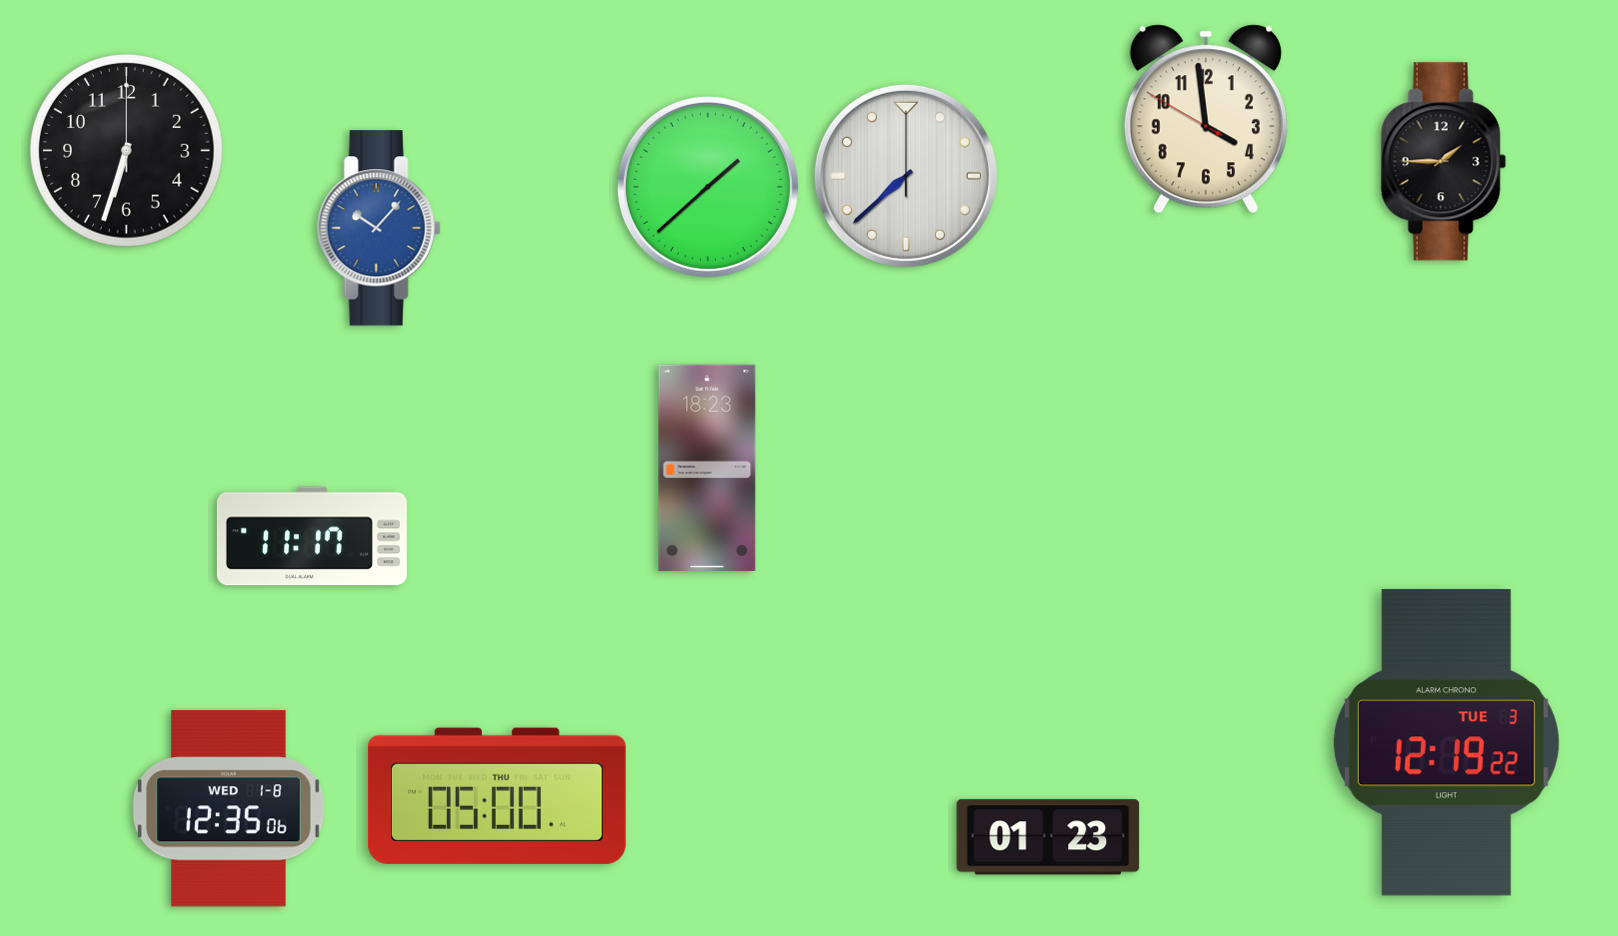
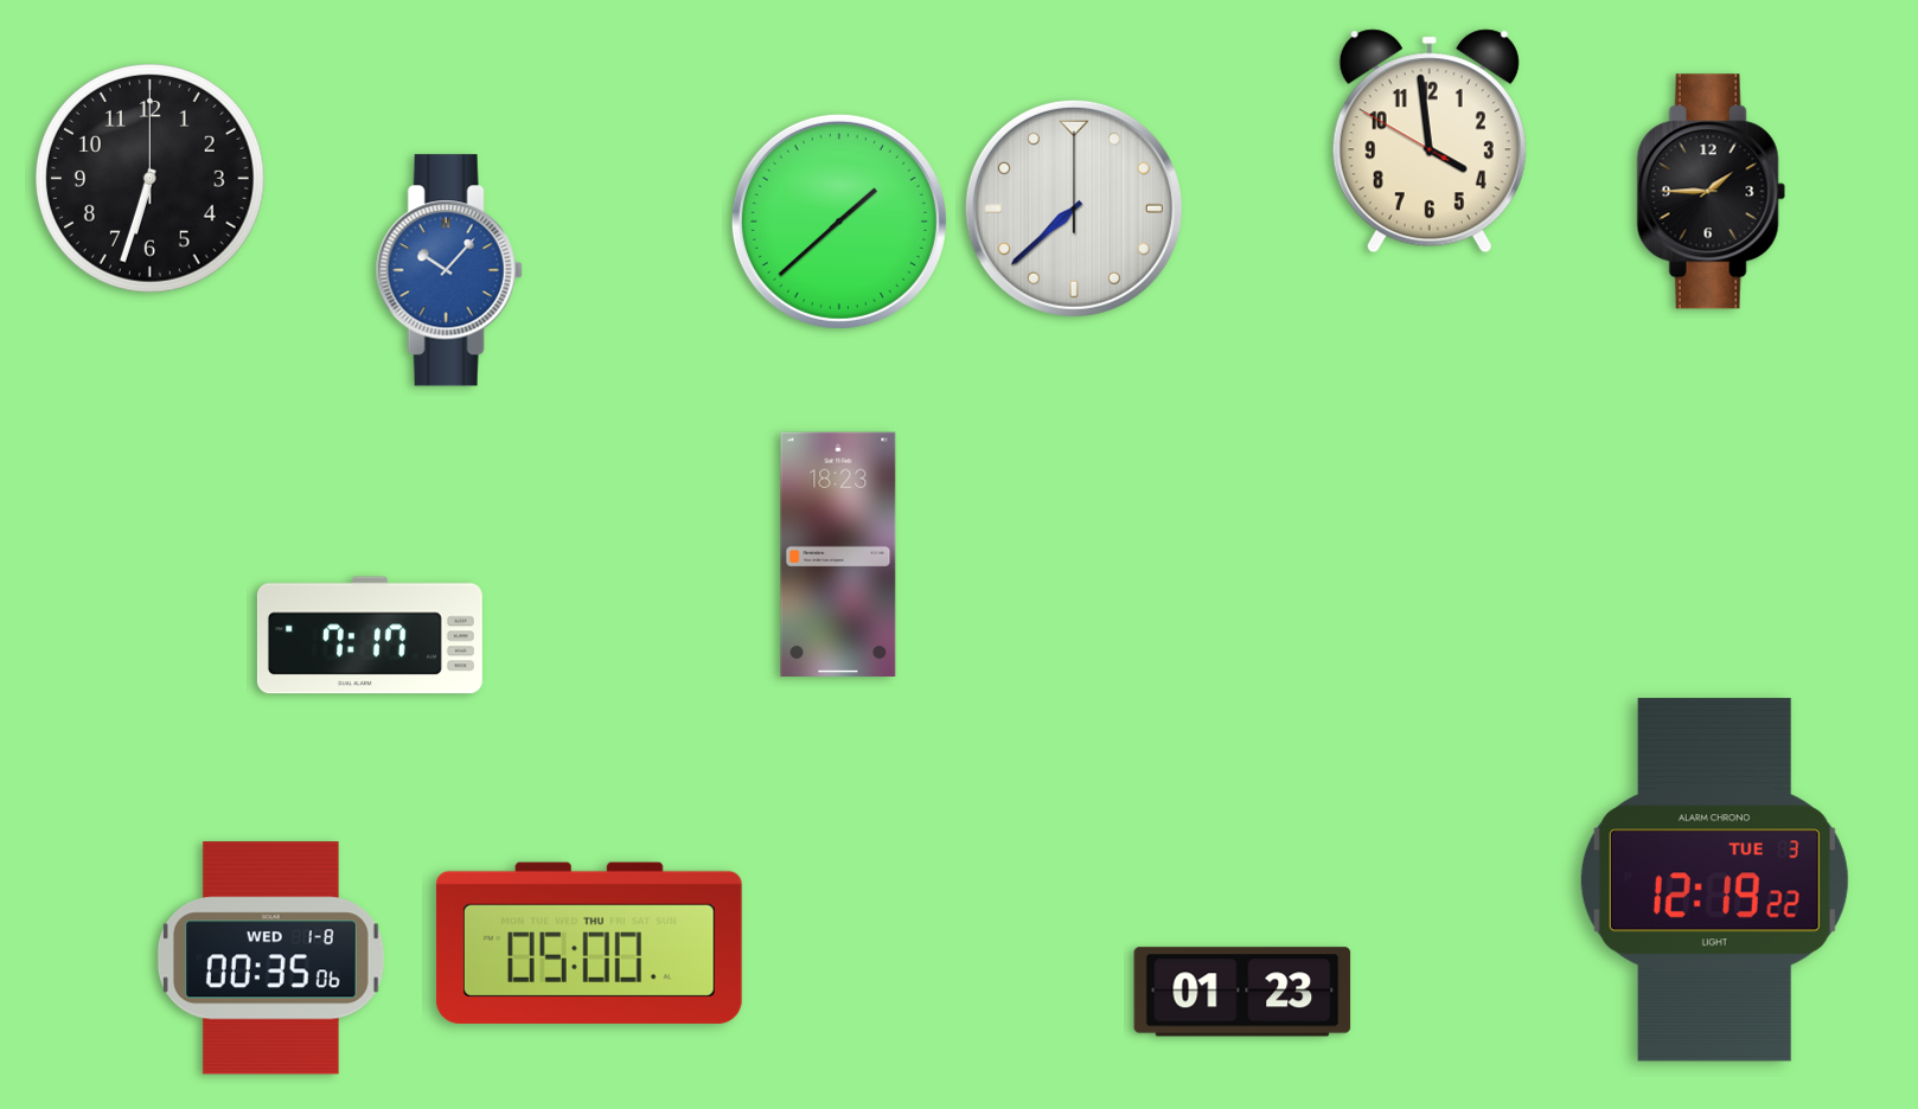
clock at (312, 536): 11:17 -> 7:17
clock at (228, 809): 12:35 -> 00:35
